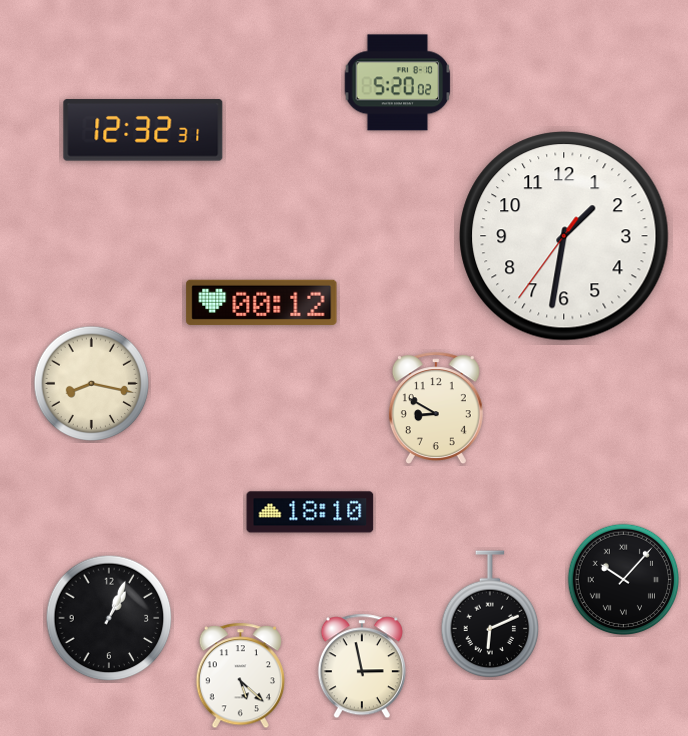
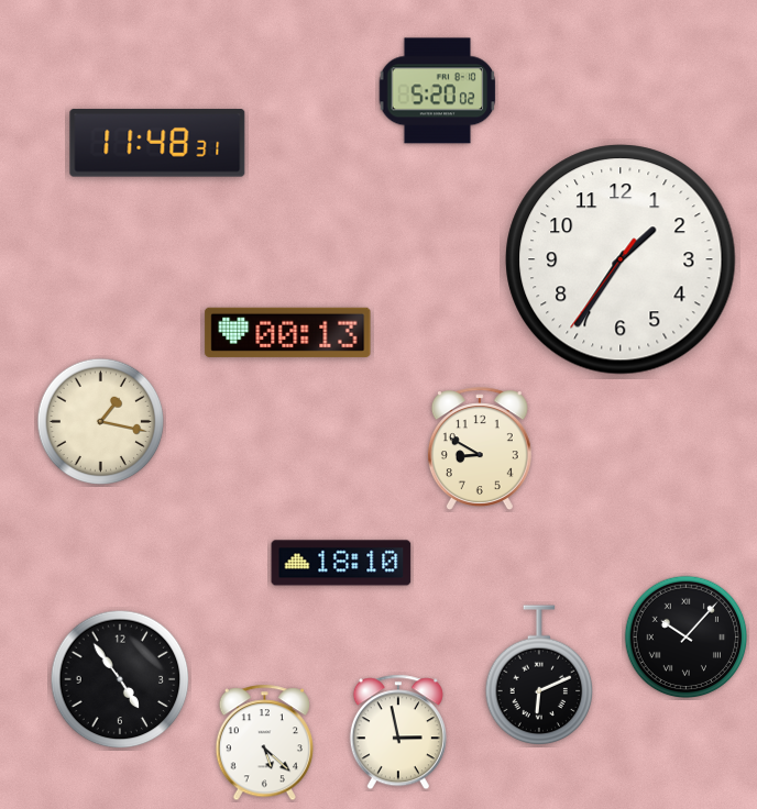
clock at (143, 130): 12:32 -> 11:48
clock at (564, 236): 1:31 -> 1:35
clock at (262, 302): 00:12 -> 00:13
clock at (92, 384): 8:17 -> 1:17
clock at (109, 618): 1:04 -> 4:54
